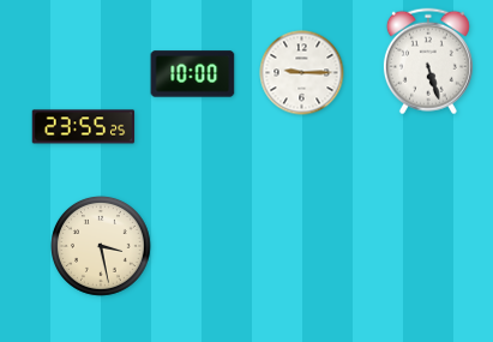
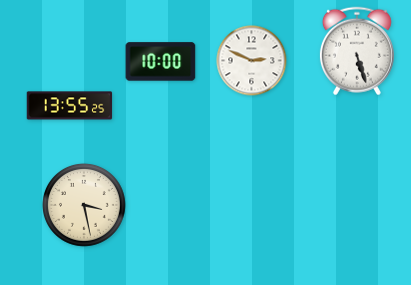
clock at (302, 73): 9:15 -> 2:49
clock at (84, 127): 23:55 -> 13:55
